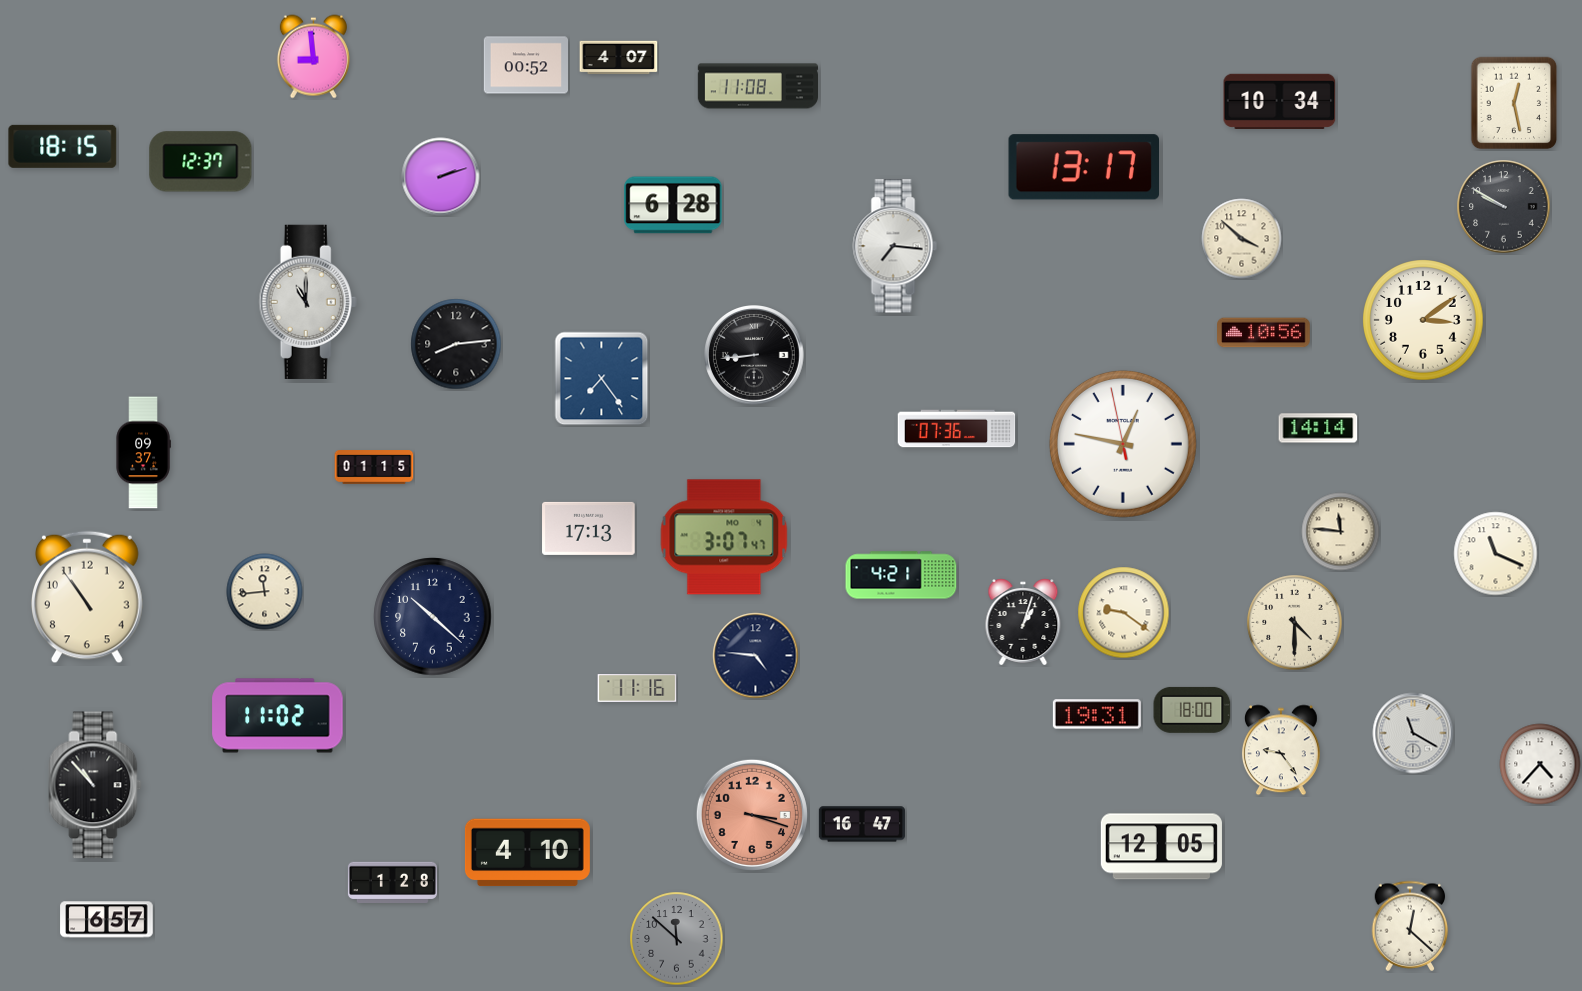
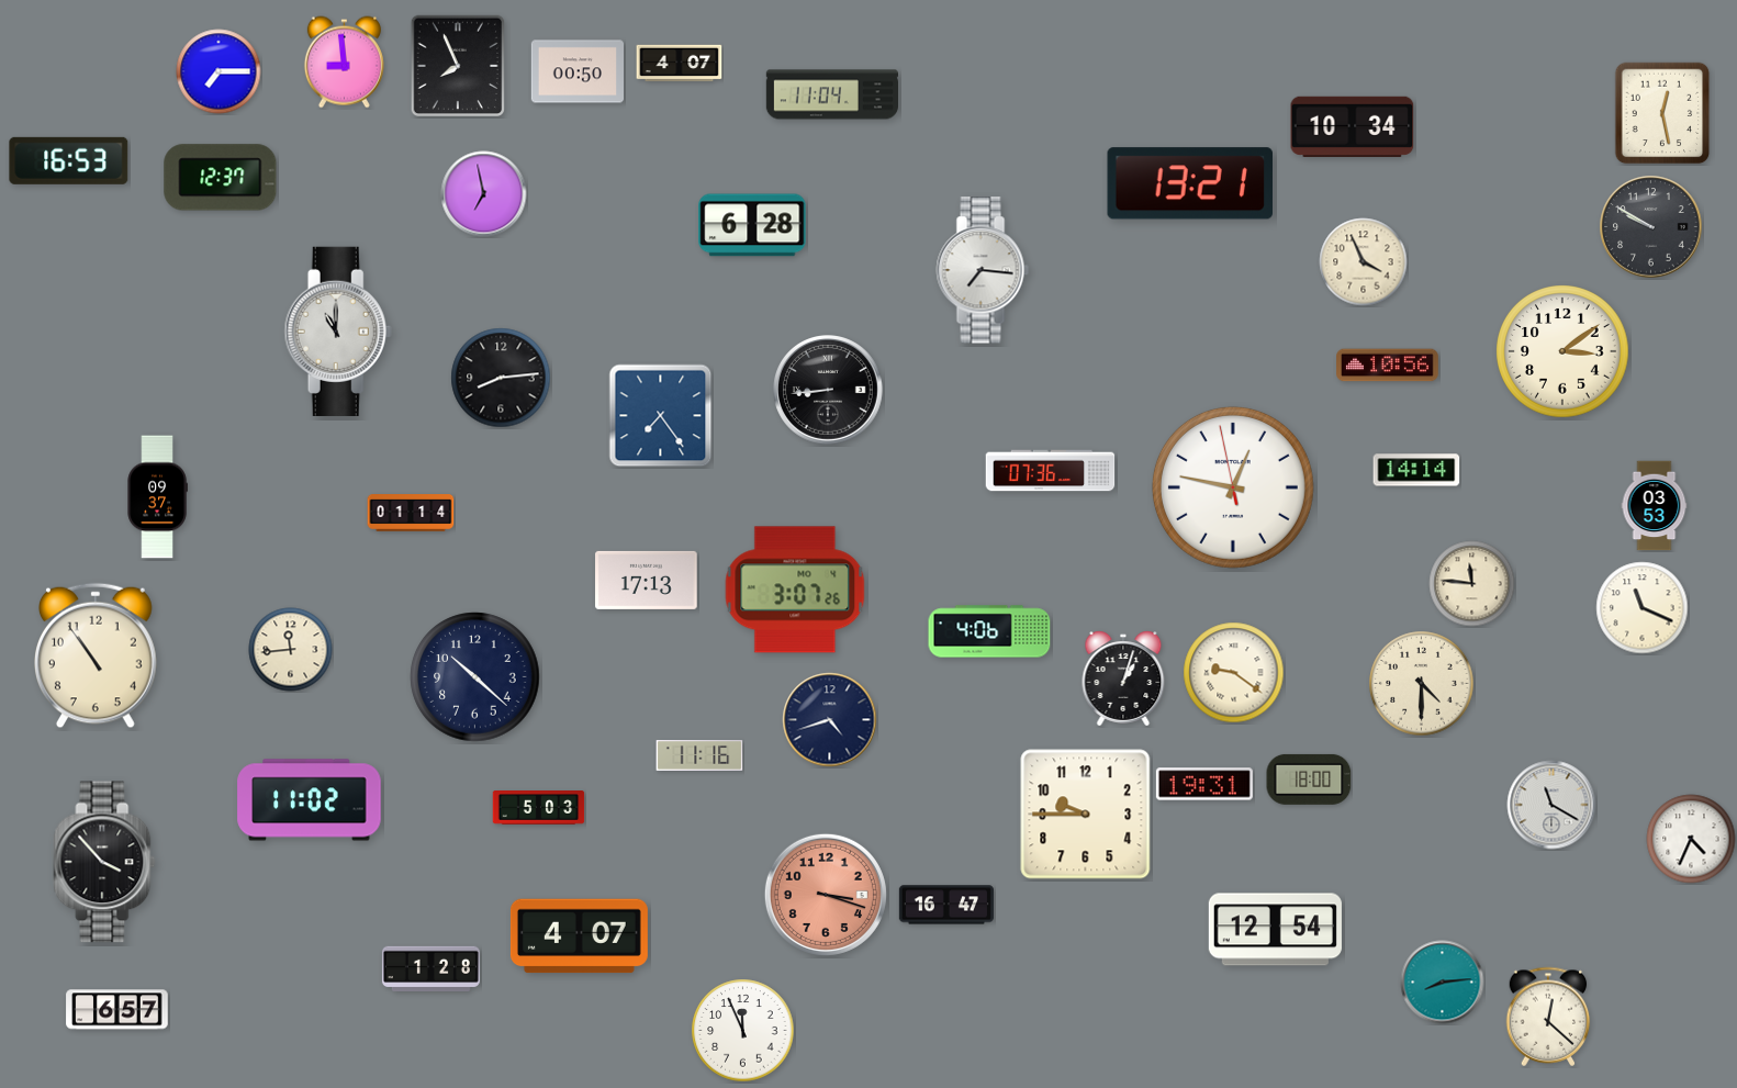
clock at (457, 66): none -> 7:56
clock at (218, 71): none -> 7:15
clock at (526, 65): 00:52 -> 00:50
clock at (757, 86): 11:08 -> 11:04
clock at (1280, 101) position: (1280, 101) -> (1353, 126)
clock at (63, 146): 18:15 -> 16:53
clock at (1083, 167): 13:17 -> 13:21
clock at (441, 177): 2:12 -> 6:58
clock at (673, 205) position: (673, 205) -> (752, 225)
clock at (1242, 239): 3:52 -> 3:56
clock at (1318, 428) position: (1318, 428) -> (1416, 470)
clock at (1655, 506): none -> 03:53
clock at (374, 467): 01:15 -> 01:14
clock at (724, 537): 3:07:47 -> 3:07:26
clock at (901, 575): 4:21 -> 4:06
clock at (1023, 622) position: (1023, 622) -> (1123, 678)
clock at (756, 656): 4:46 -> 4:42
clock at (278, 716) position: (278, 716) -> (310, 800)
clock at (539, 808): none -> 5:03
clock at (1086, 815): none -> 9:45
clock at (1281, 750): 9:24 -> none
clock at (1540, 764): 4:37 -> 4:34
clock at (95, 785): 10:53 -> 3:53
clock at (1161, 847): 12:05 -> 12:54
clock at (527, 853): 4:10 -> 4:07
clock at (1443, 983): none -> 8:14
clock at (677, 939): 11:52 -> 11:56
clock at (677, 939) dial: grey -> white
